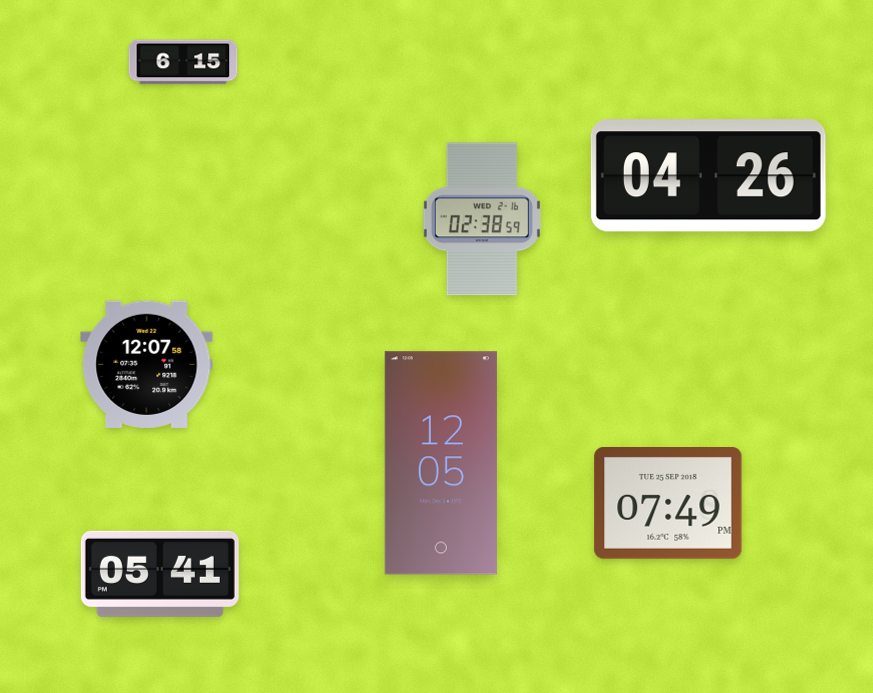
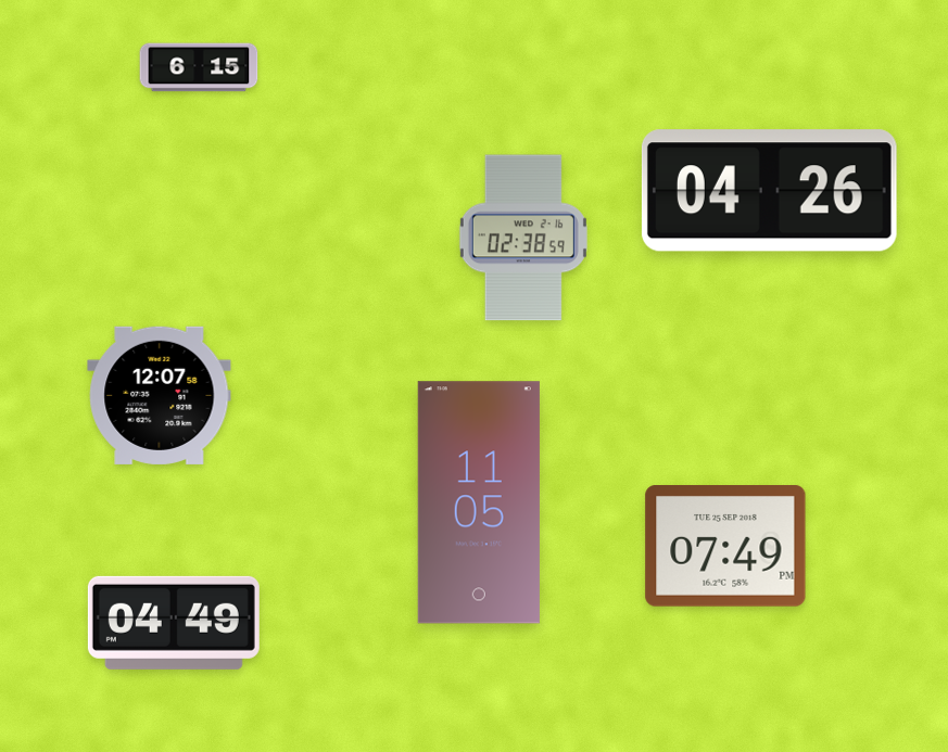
clock at (441, 463): 12:05 -> 11:05
clock at (160, 574): 05:41 -> 04:49
